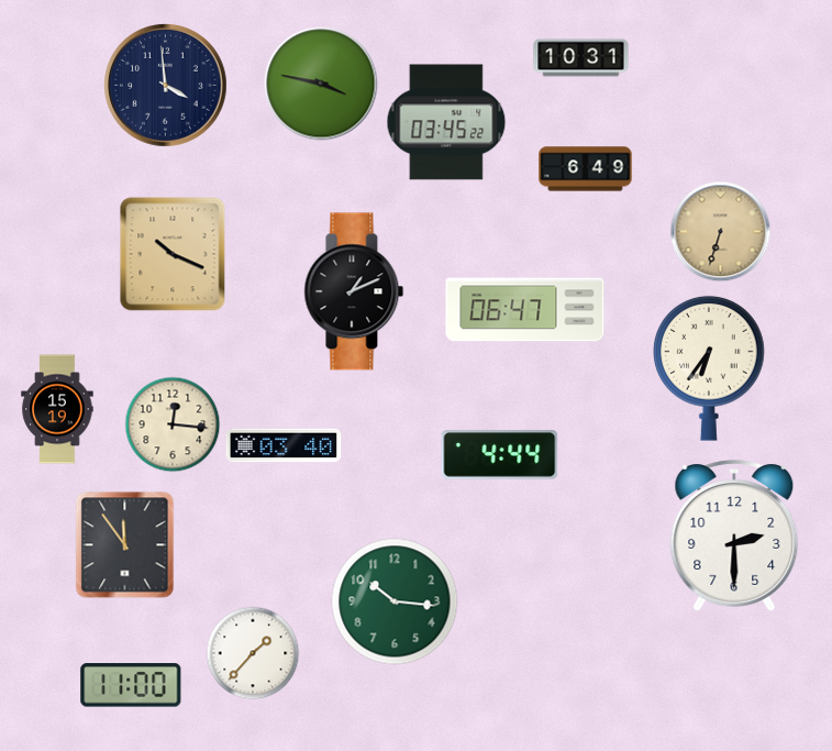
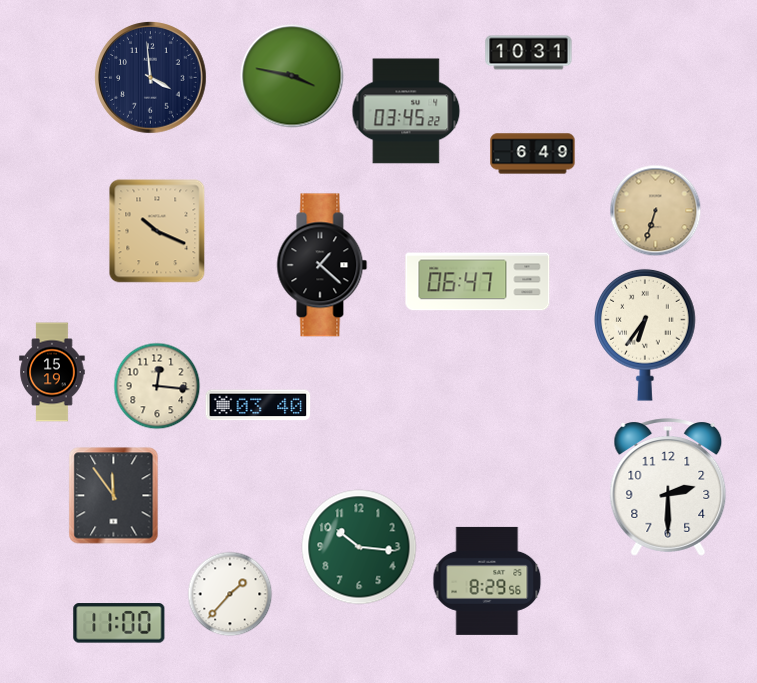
clock at (354, 291): 1:11 -> 1:22
clock at (500, 455): 4:44 -> none
clock at (487, 581): none -> 8:29
